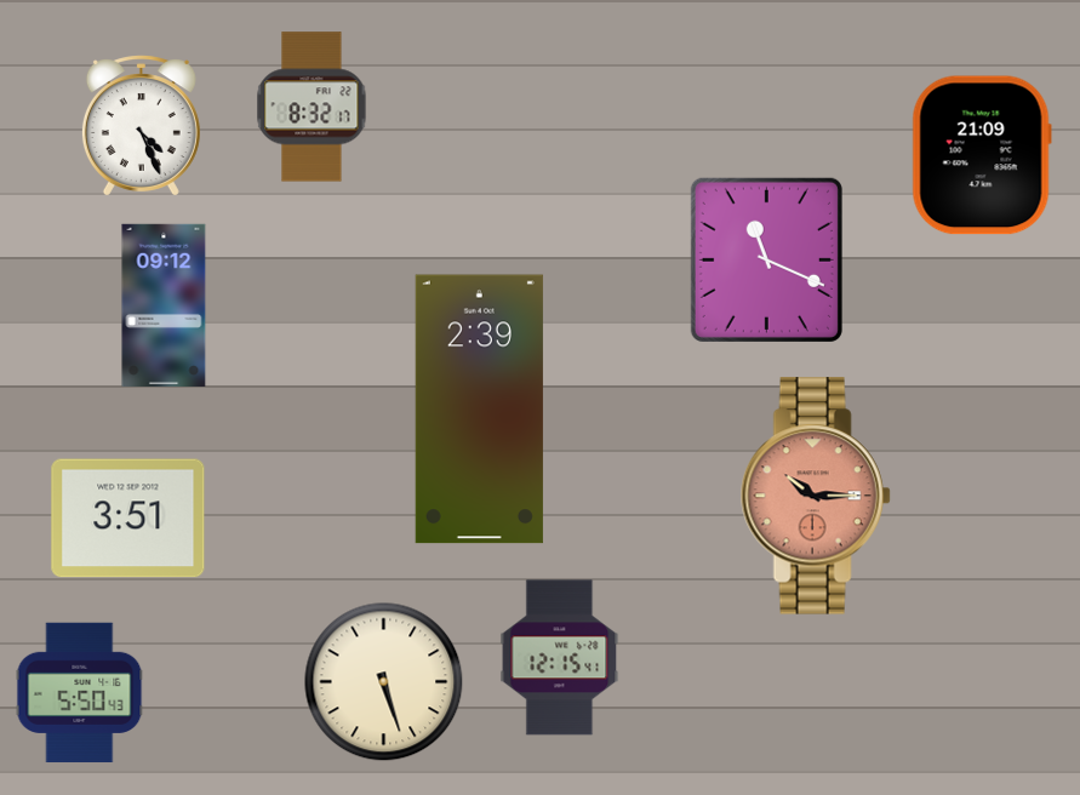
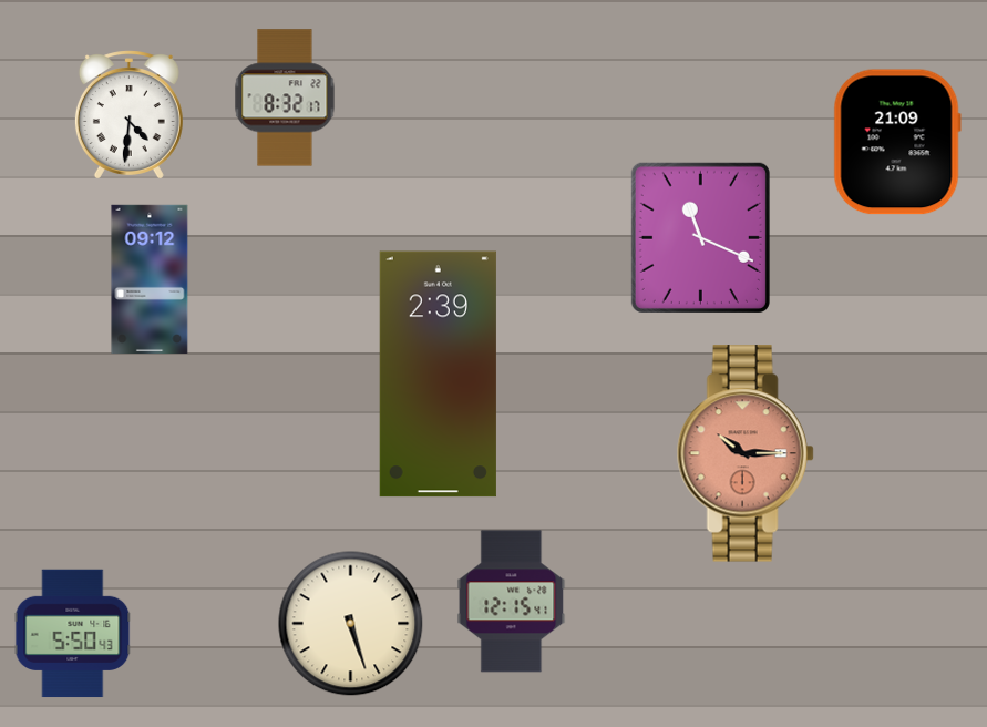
clock at (141, 126): 4:26 -> 4:31
clock at (128, 519): 3:51 -> none
